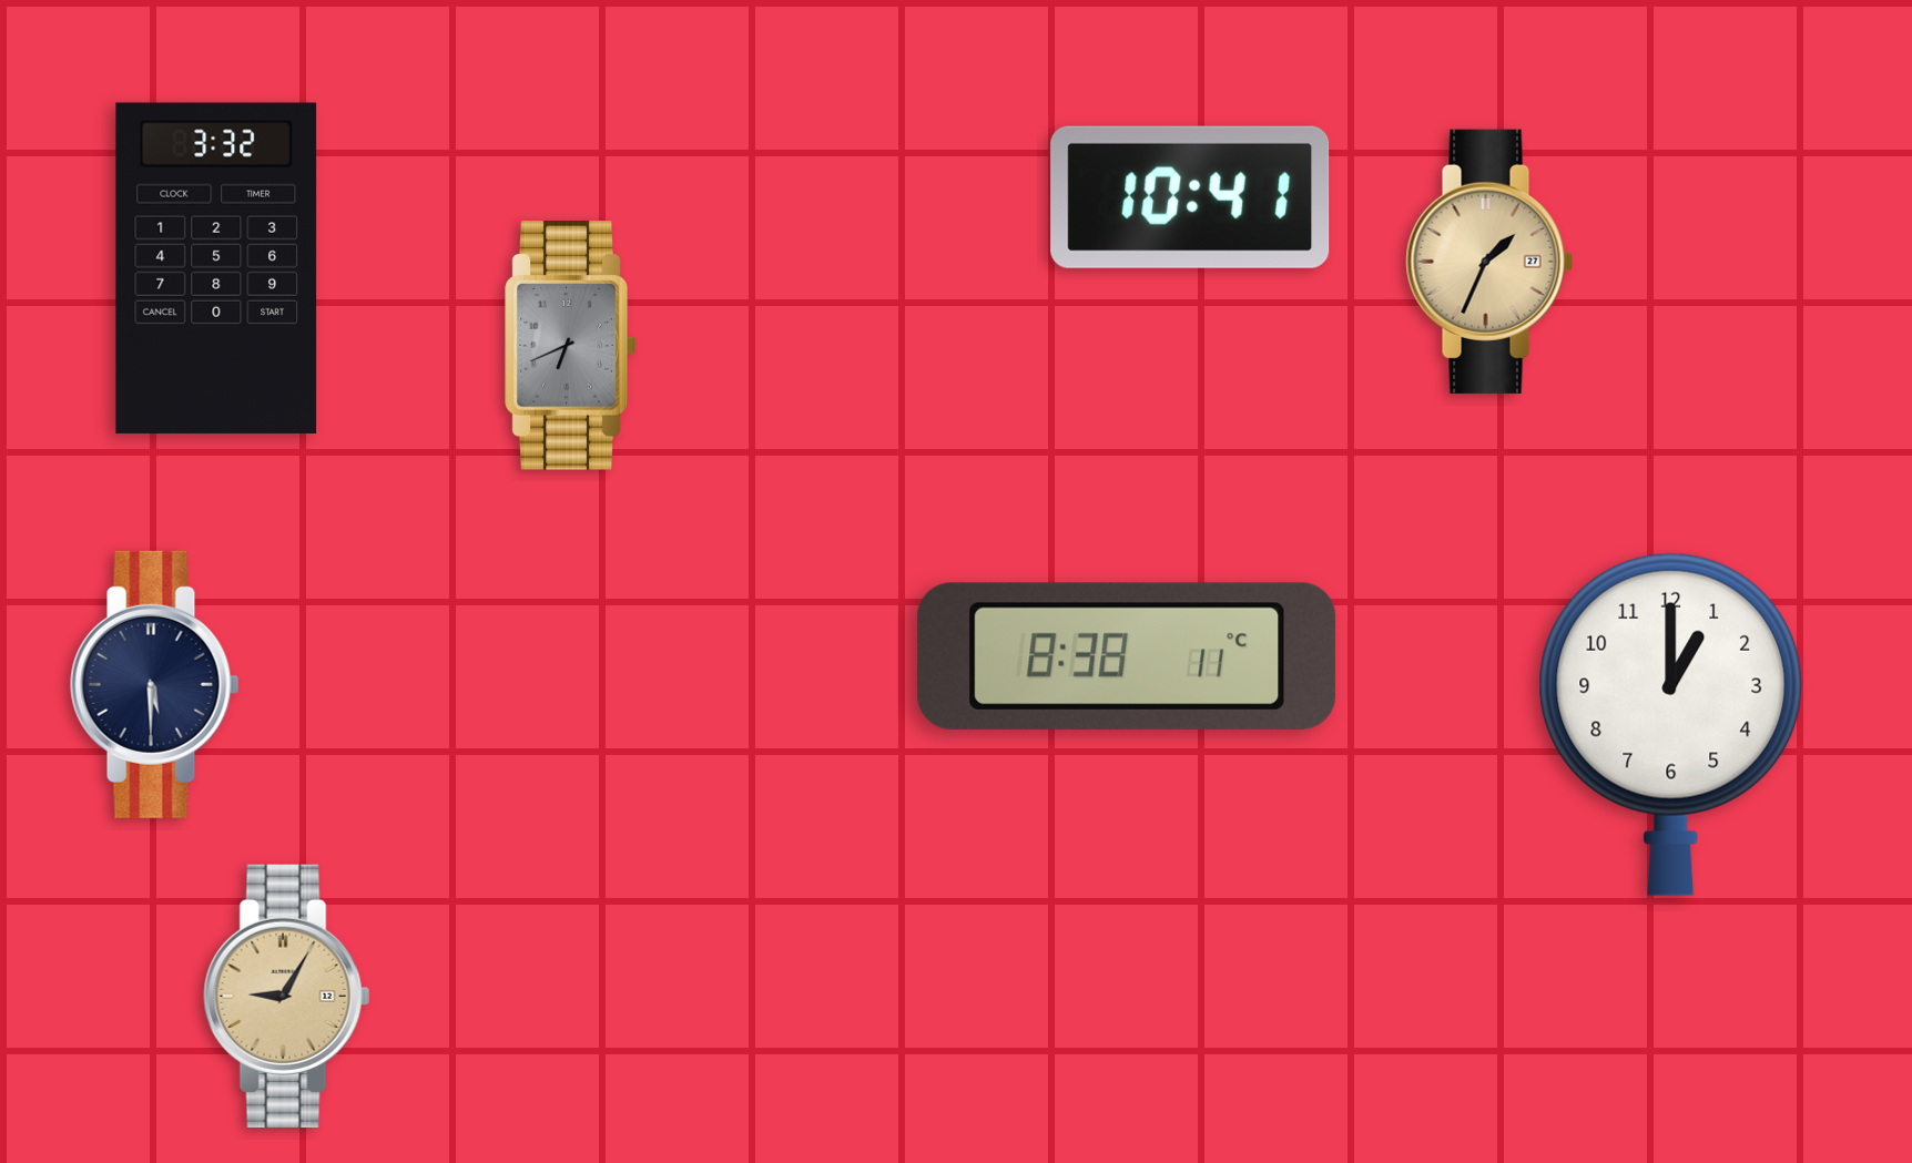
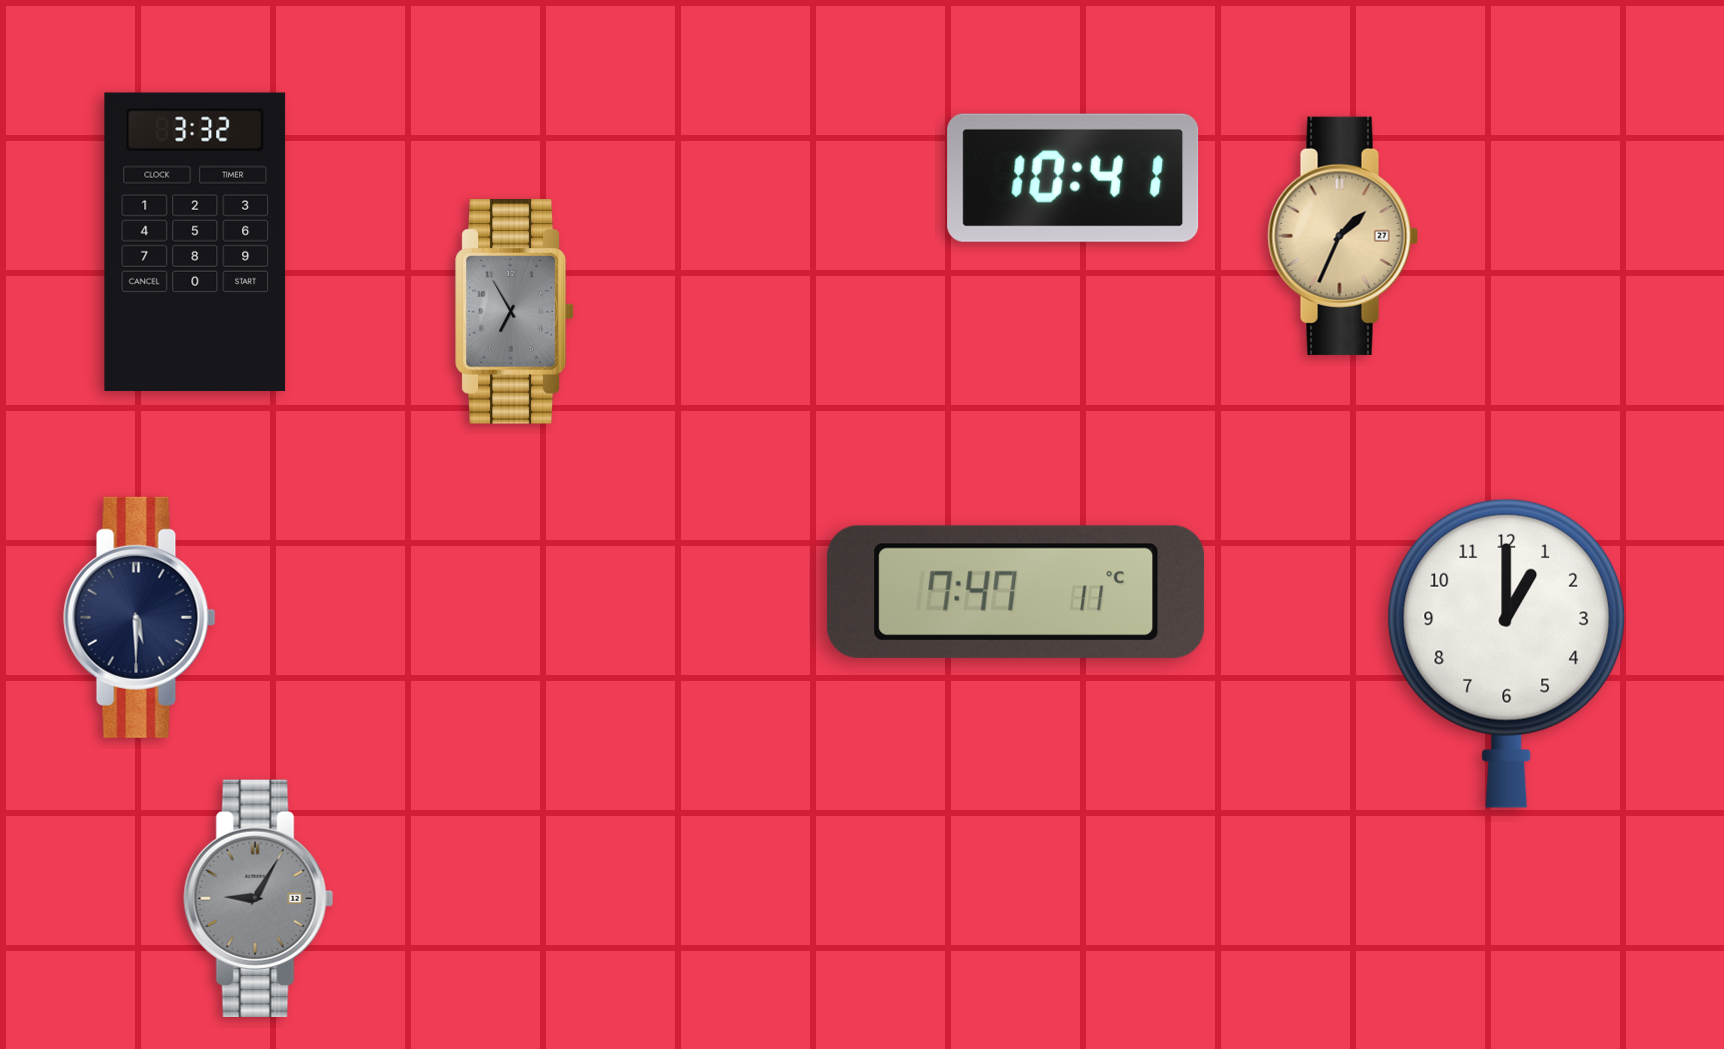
clock at (571, 346): 6:41 -> 6:55
clock at (1127, 656): 8:38 -> 7:47
clock at (287, 996) dial: champagne -> grey
